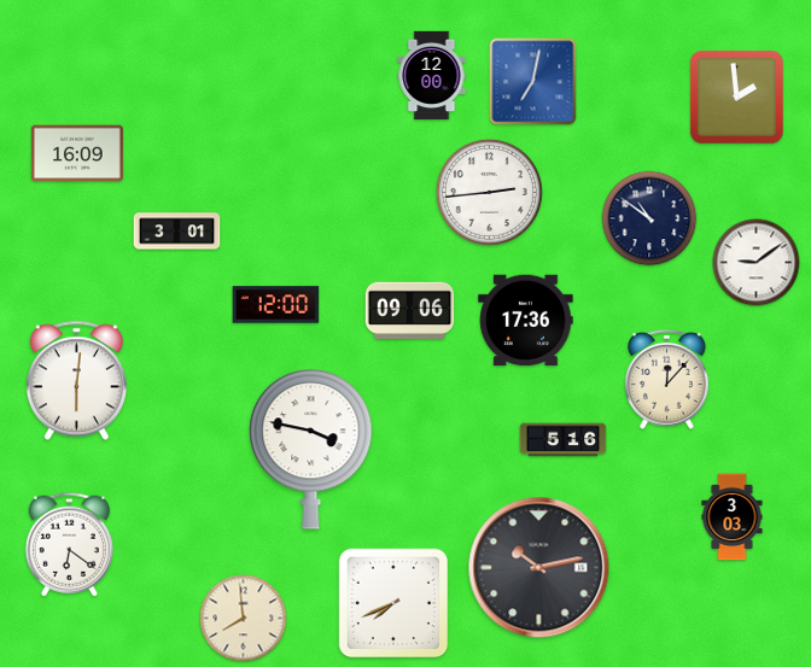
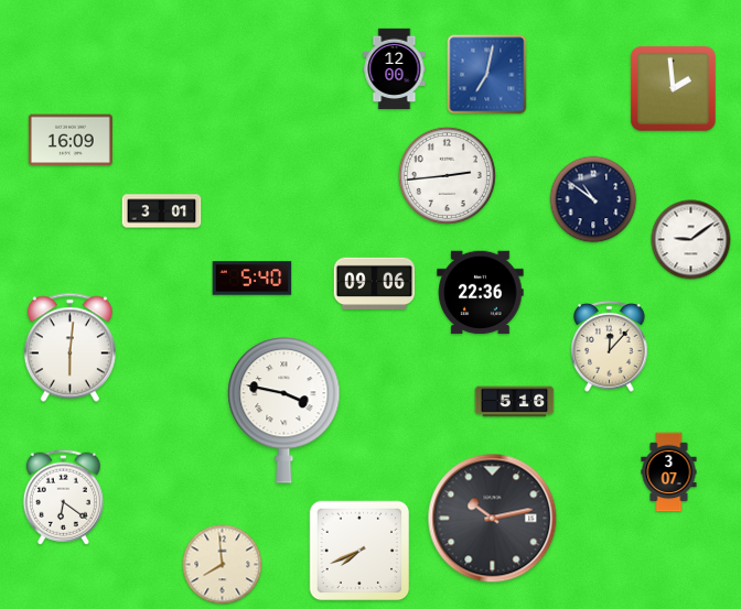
clock at (276, 305): 12:00 -> 5:40
clock at (526, 321): 17:36 -> 22:36
clock at (733, 517): 3:03 -> 3:07
